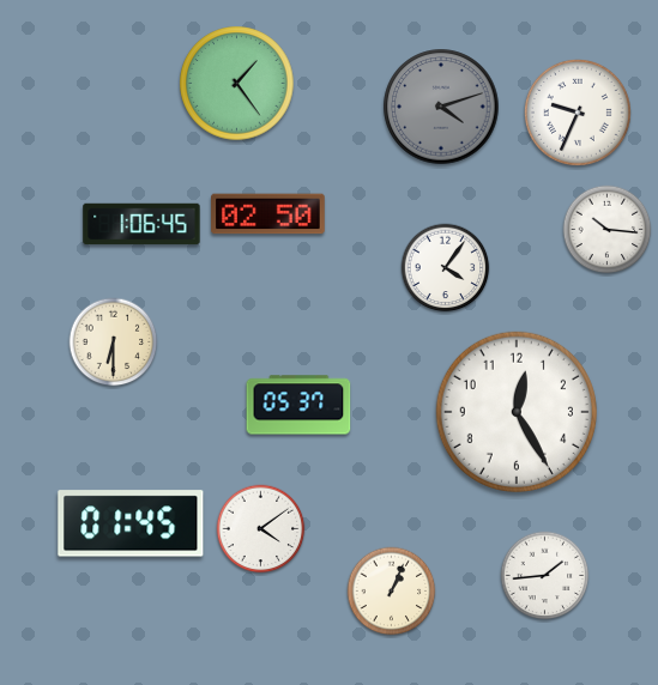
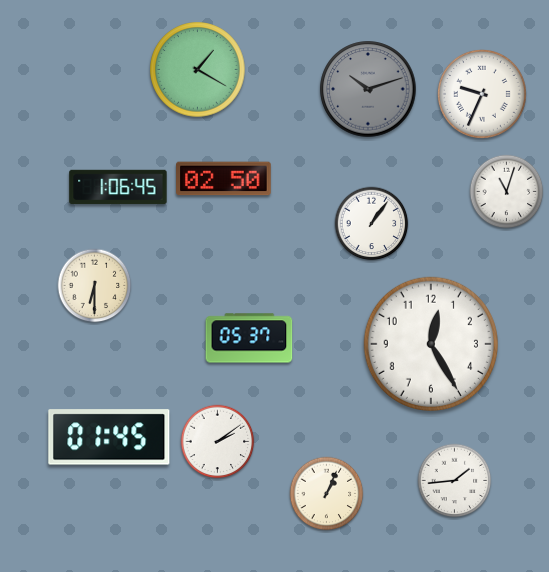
clock at (237, 84): 1:24 -> 1:20
clock at (441, 107): 4:12 -> 10:12
clock at (608, 230): 10:16 -> 11:03
clock at (446, 268): 4:06 -> 1:06
clock at (261, 529): 4:09 -> 2:09
